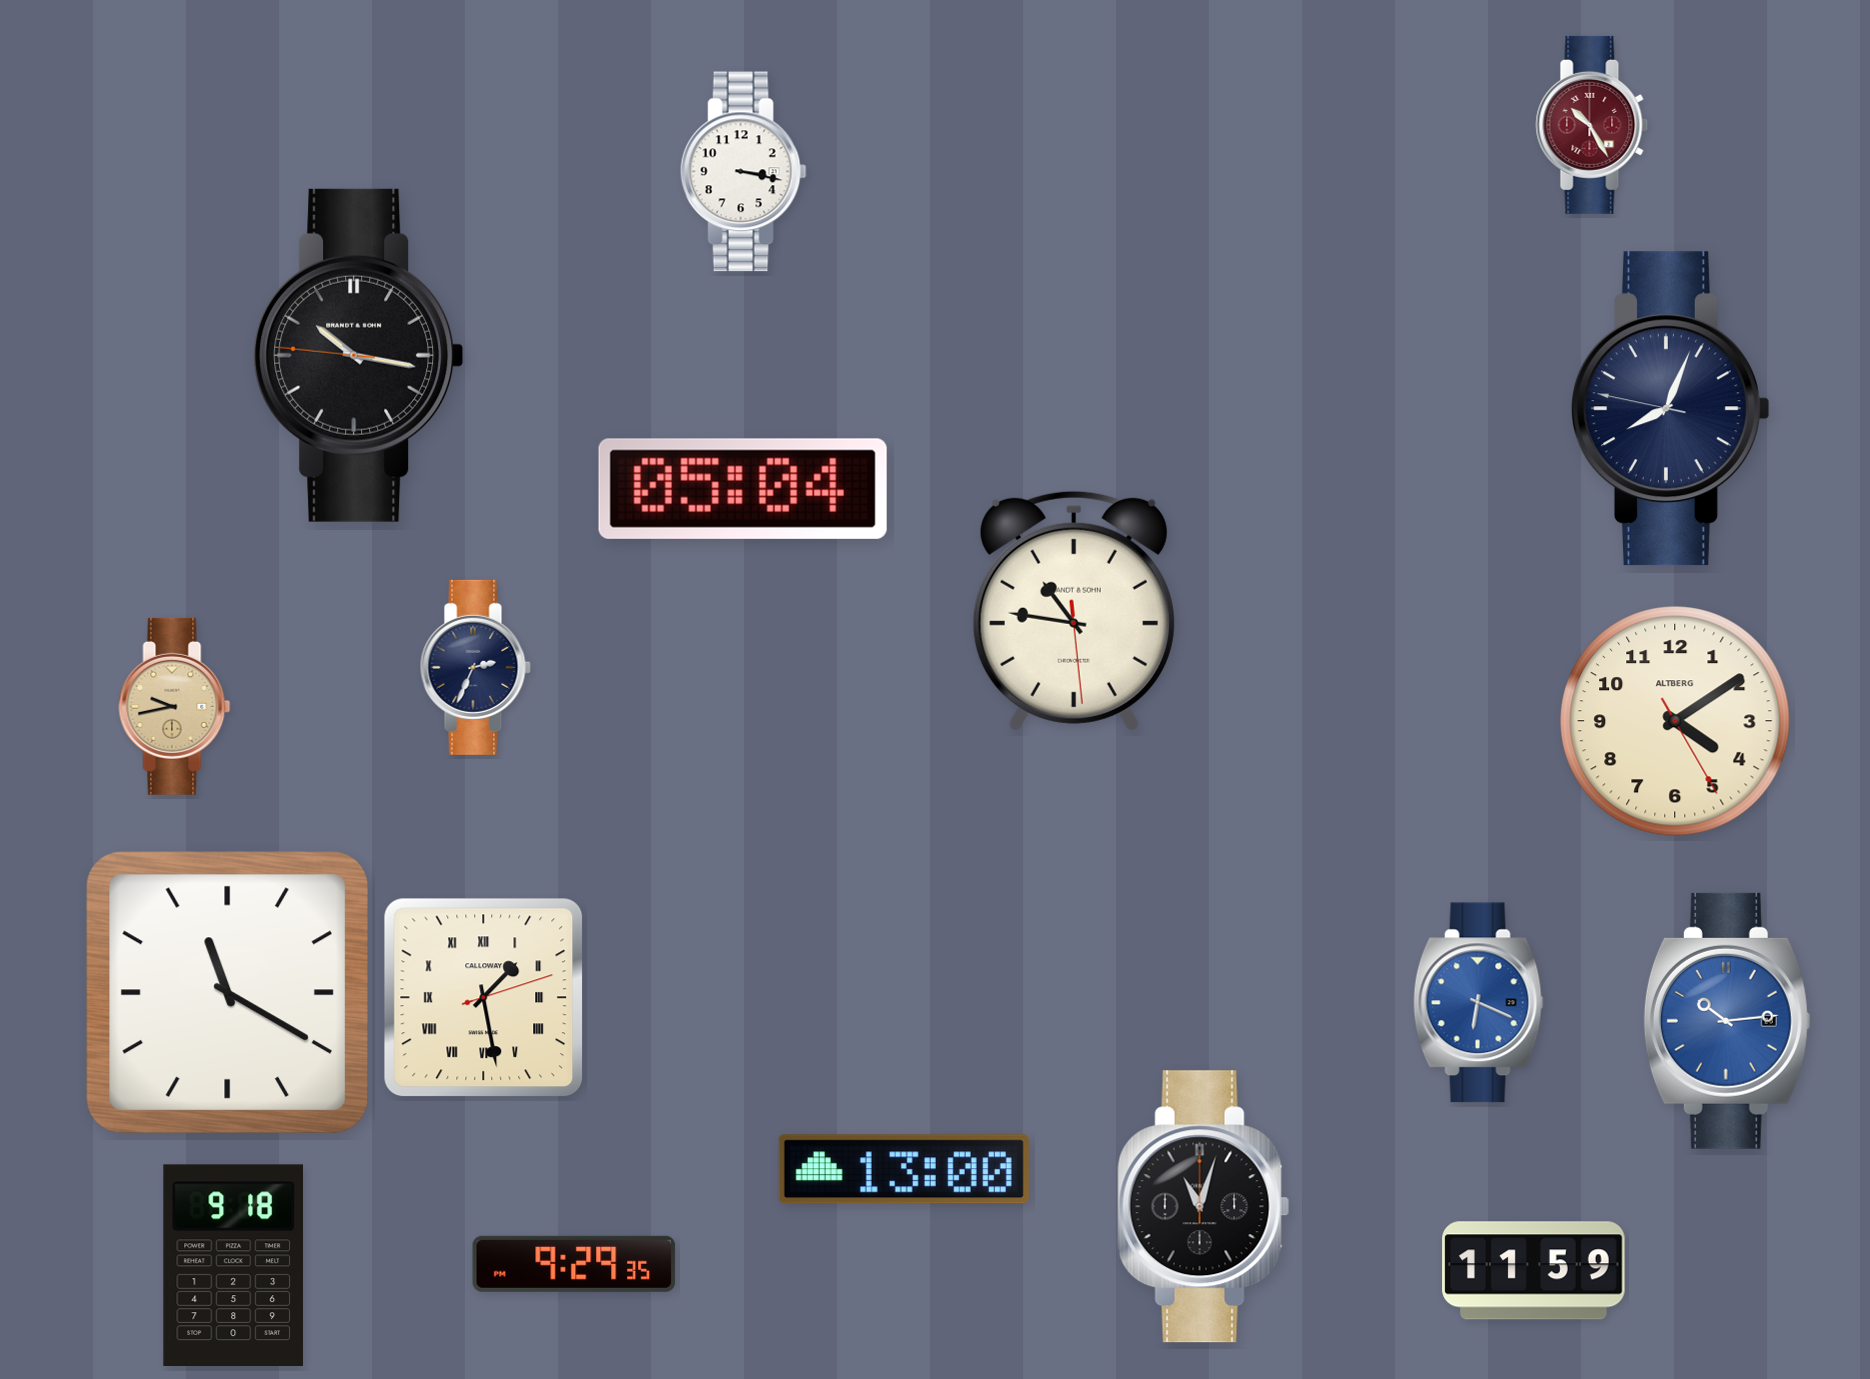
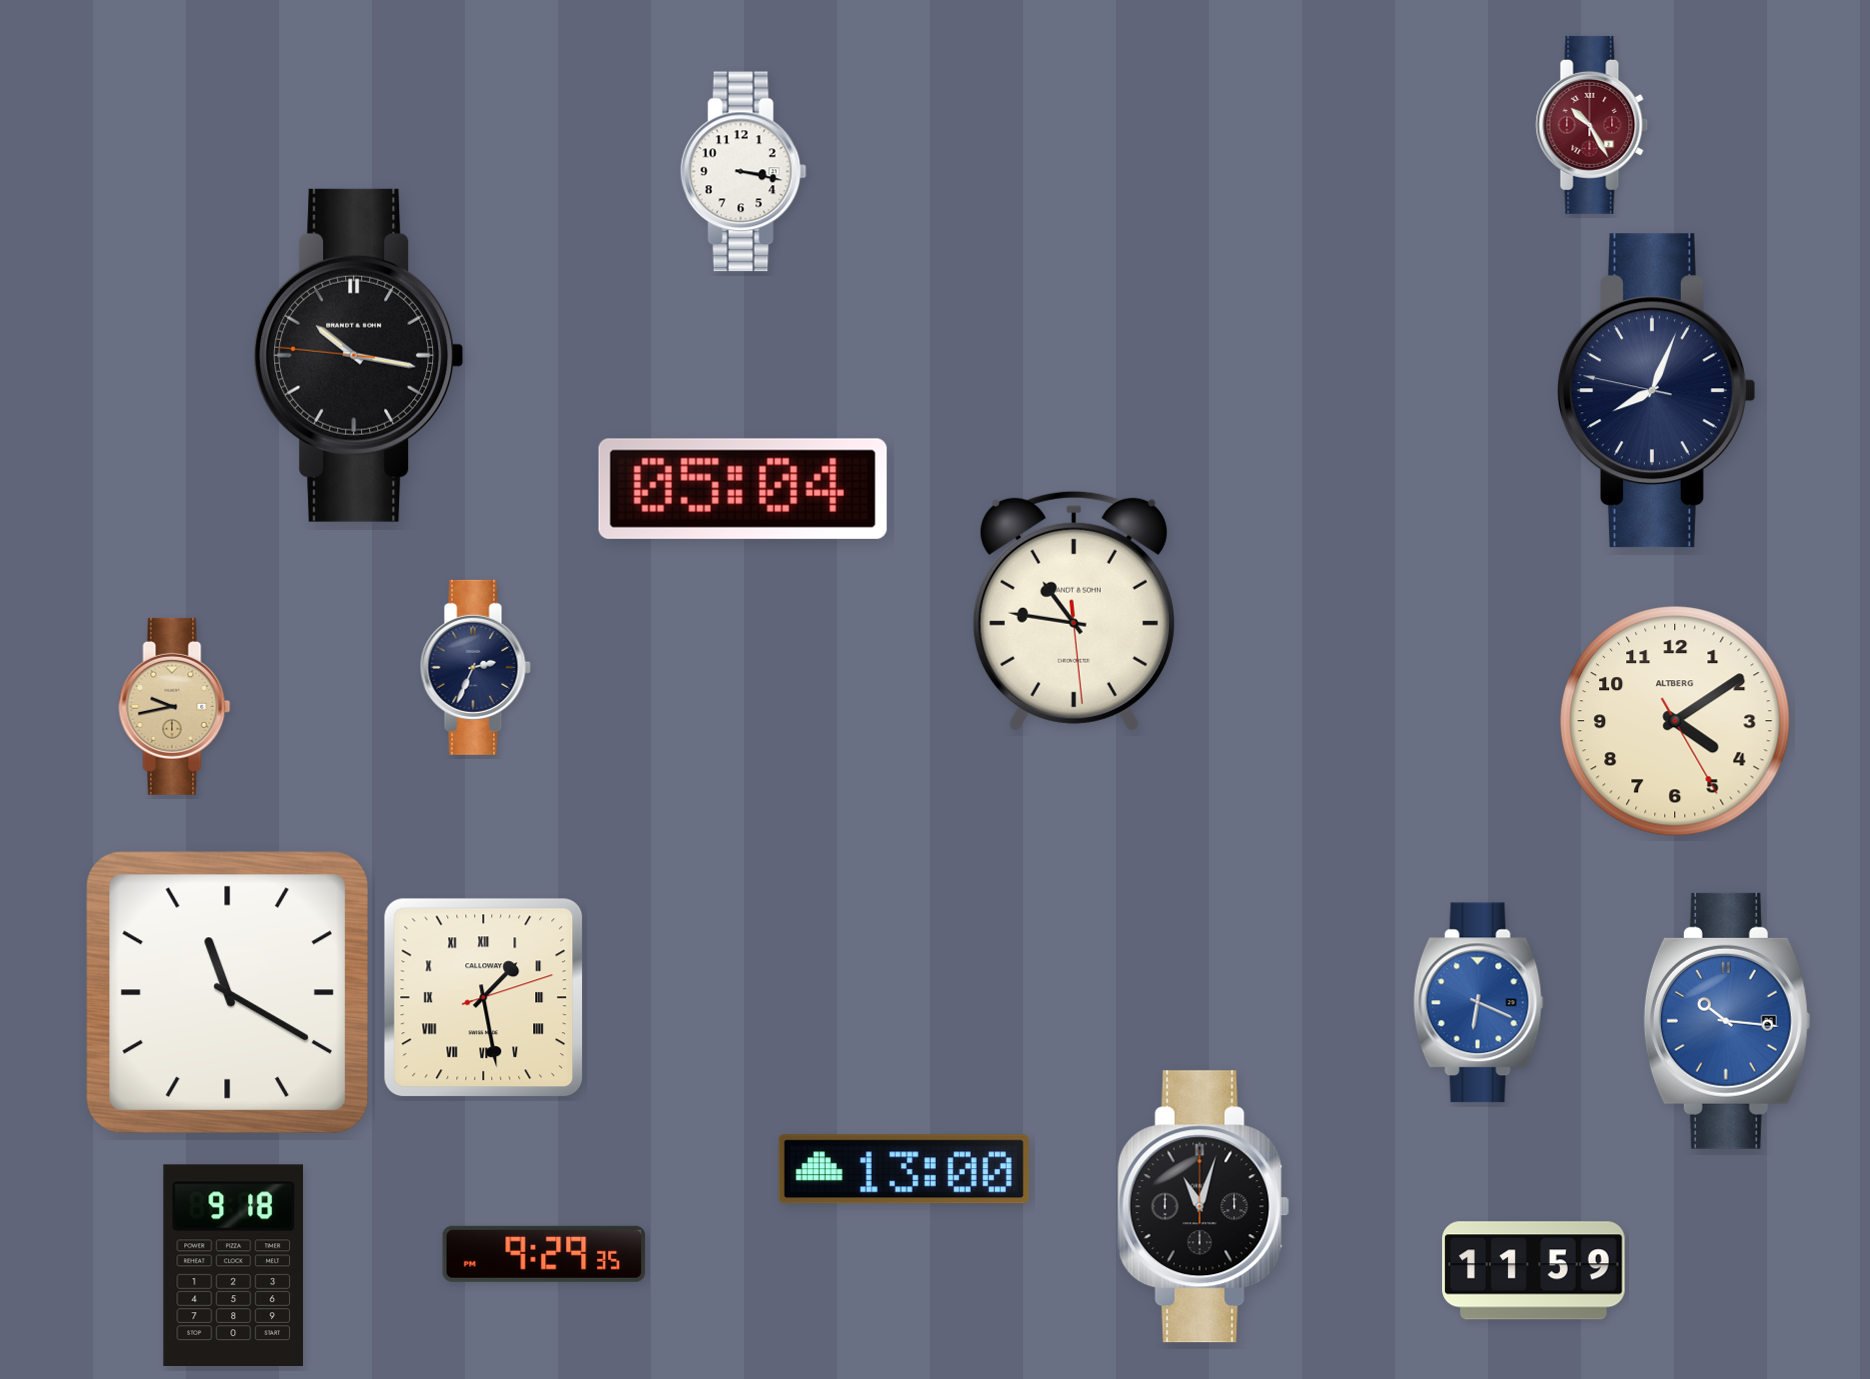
clock at (1670, 409) position: (1670, 409) -> (1656, 391)
clock at (1727, 1021): 10:14 -> 10:16
clock at (574, 1264) position: (574, 1264) -> (544, 1254)
